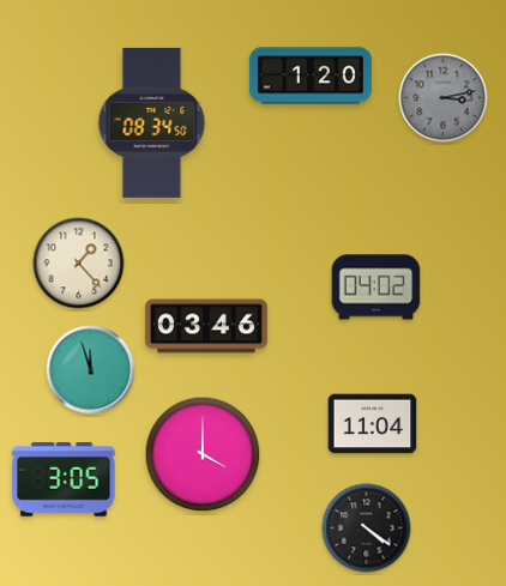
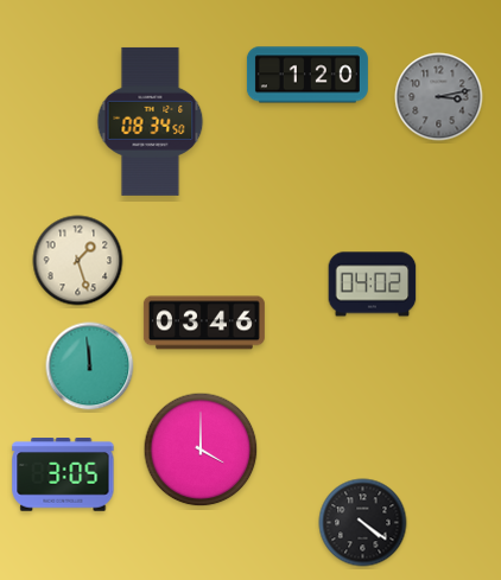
clock at (79, 264): 1:23 -> 1:27
clock at (91, 370): 11:57 -> 11:59
clock at (373, 424): 11:04 -> none
